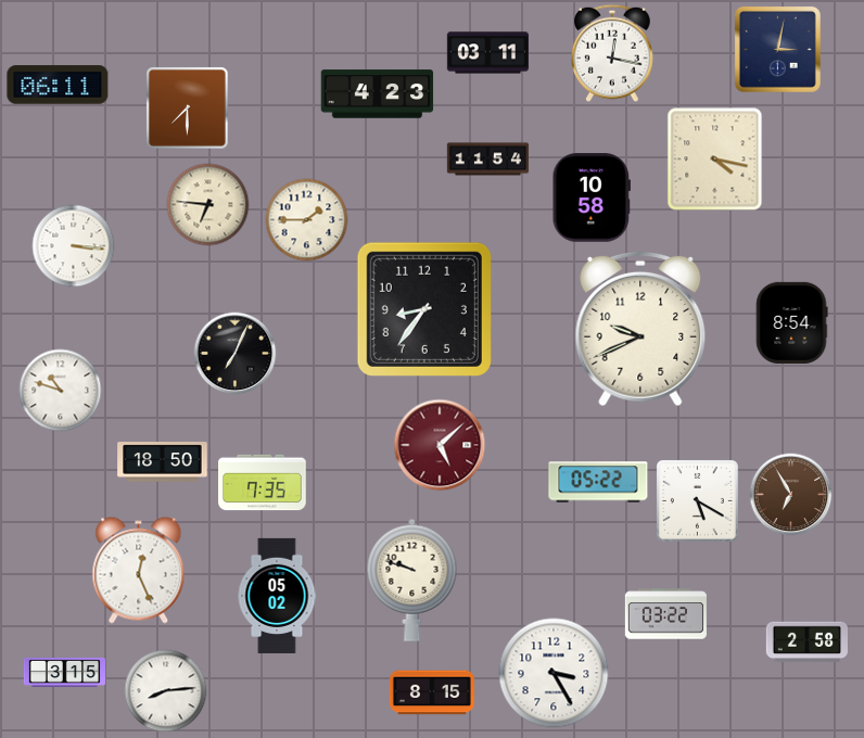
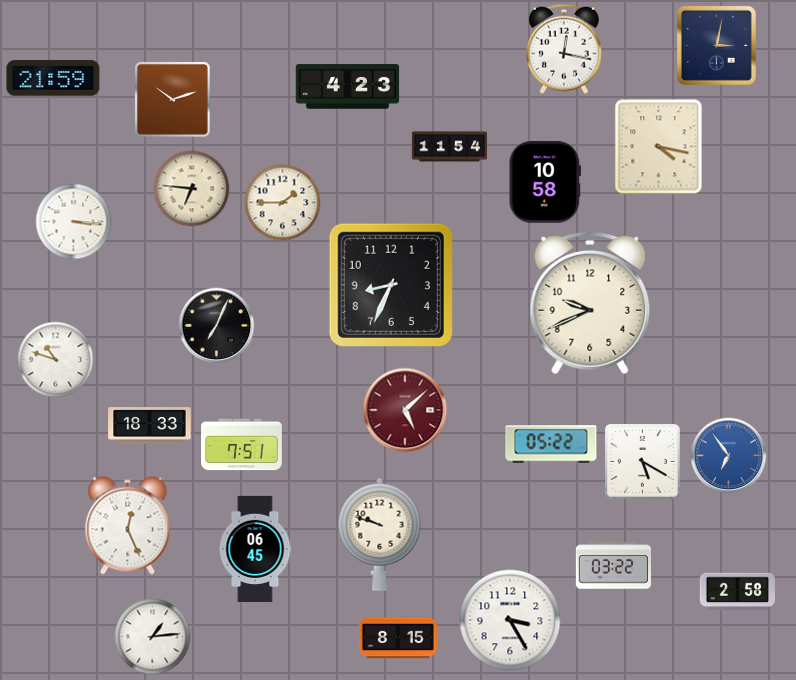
clock at (487, 53): 03:11 -> none
clock at (58, 85): 06:11 -> 21:59
clock at (188, 109): 7:30 -> 10:12
clock at (74, 246) position: (74, 246) -> (74, 222)
clock at (424, 309): 8:36 -> 8:34
clock at (791, 322): 8:54 -> none
clock at (163, 462): 18:50 -> 18:33
clock at (263, 483): 7:35 -> 7:51
clock at (791, 495): 6:55 -> 6:54
clock at (791, 495) dial: brown -> blue
clock at (277, 596): 05:02 -> 06:45
clock at (806, 642) position: (806, 642) -> (737, 592)
clock at (64, 672): 3:15 -> none
clock at (166, 691): 8:14 -> 1:14
